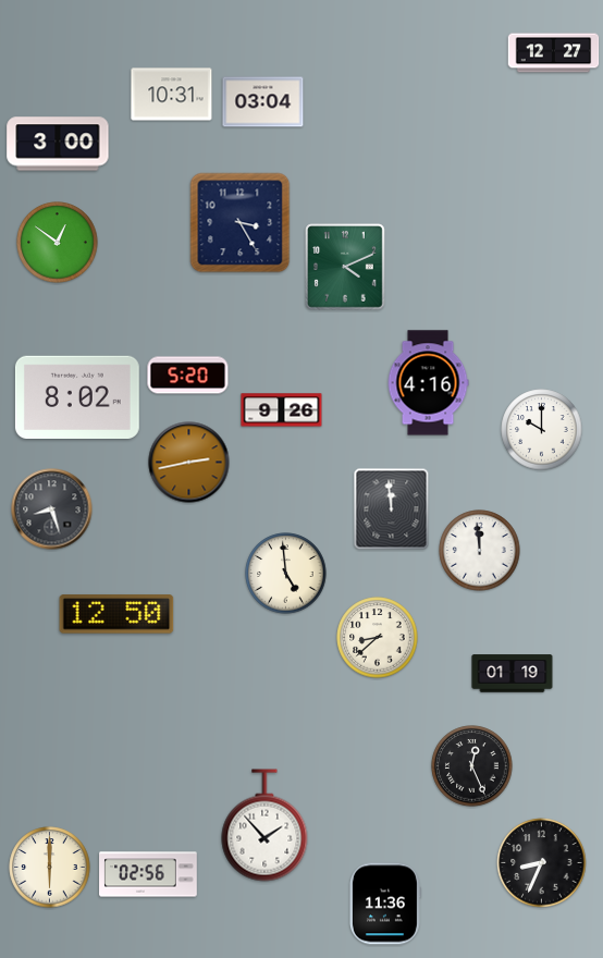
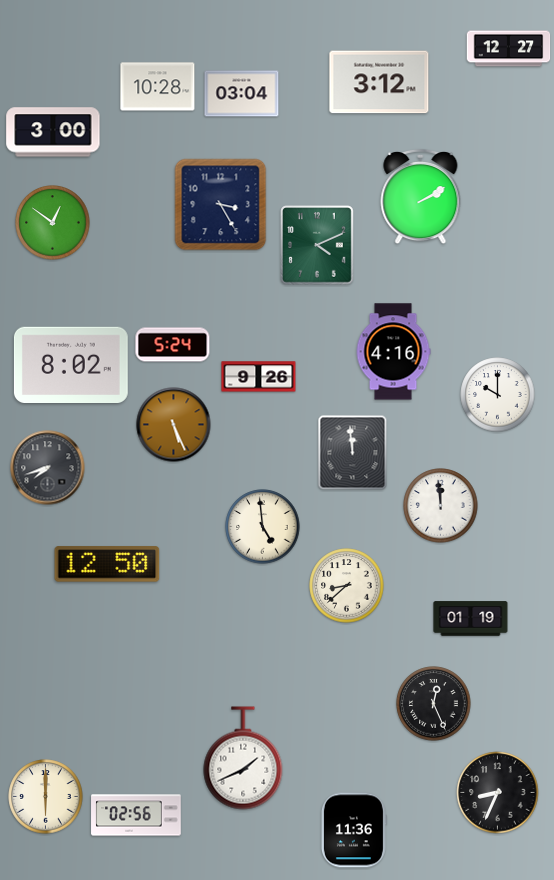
clock at (379, 82): none -> 3:12
clock at (172, 95): 10:31 -> 10:28
clock at (421, 197): none -> 2:10
clock at (188, 376): 5:20 -> 5:24
clock at (189, 463): 2:43 -> 5:26
clock at (52, 509): 8:27 -> 7:42
clock at (392, 509) position: (392, 509) -> (353, 453)
clock at (264, 825): 1:53 -> 1:41
clock at (148, 874) position: (148, 874) -> (136, 815)
